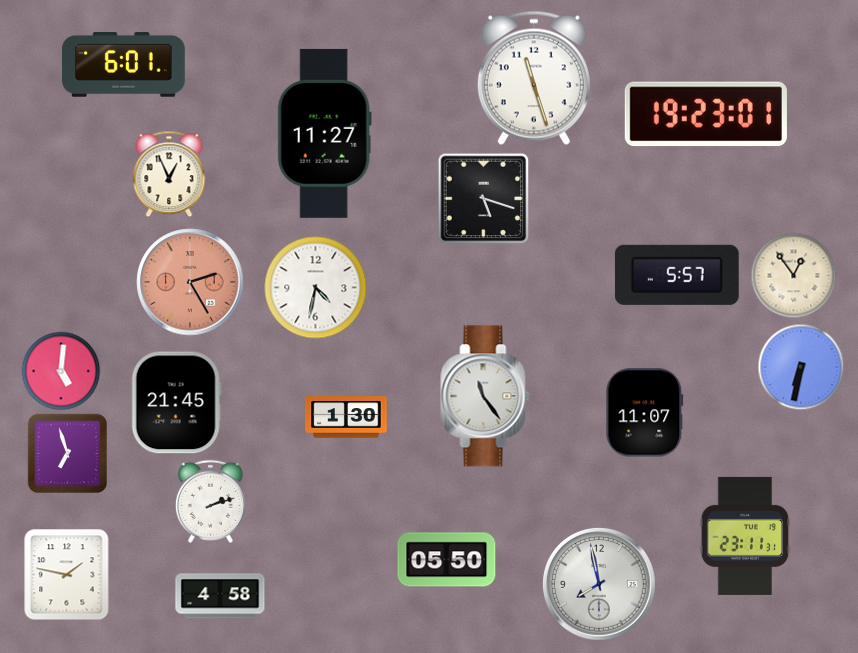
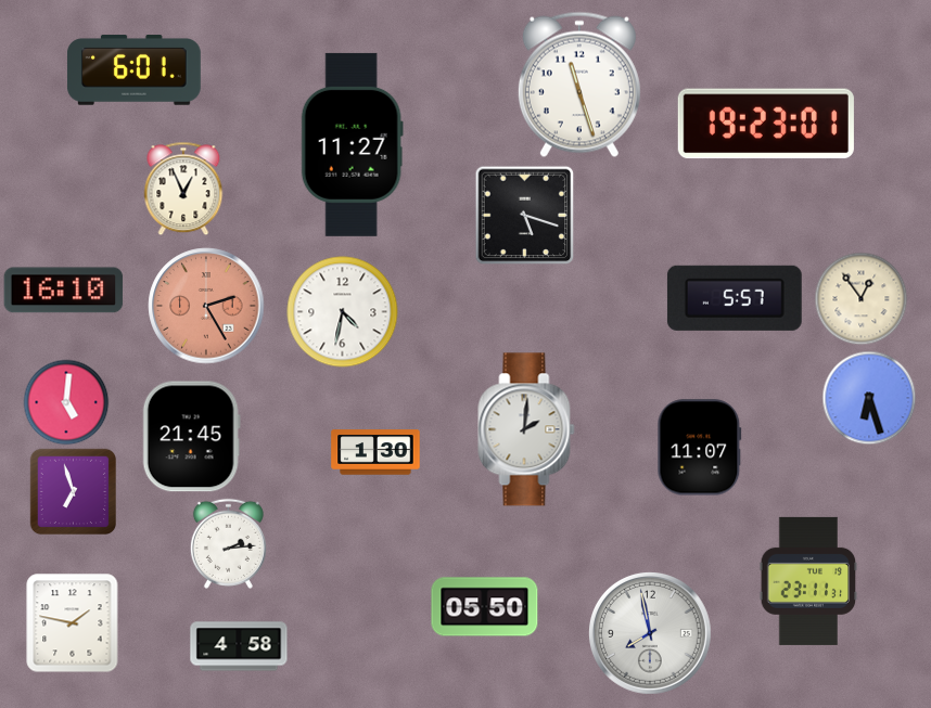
clock at (64, 291): none -> 16:10
clock at (801, 367): 6:32 -> 6:27
clock at (485, 396): 11:24 -> 2:01
clock at (210, 501): 2:12 -> 2:14
